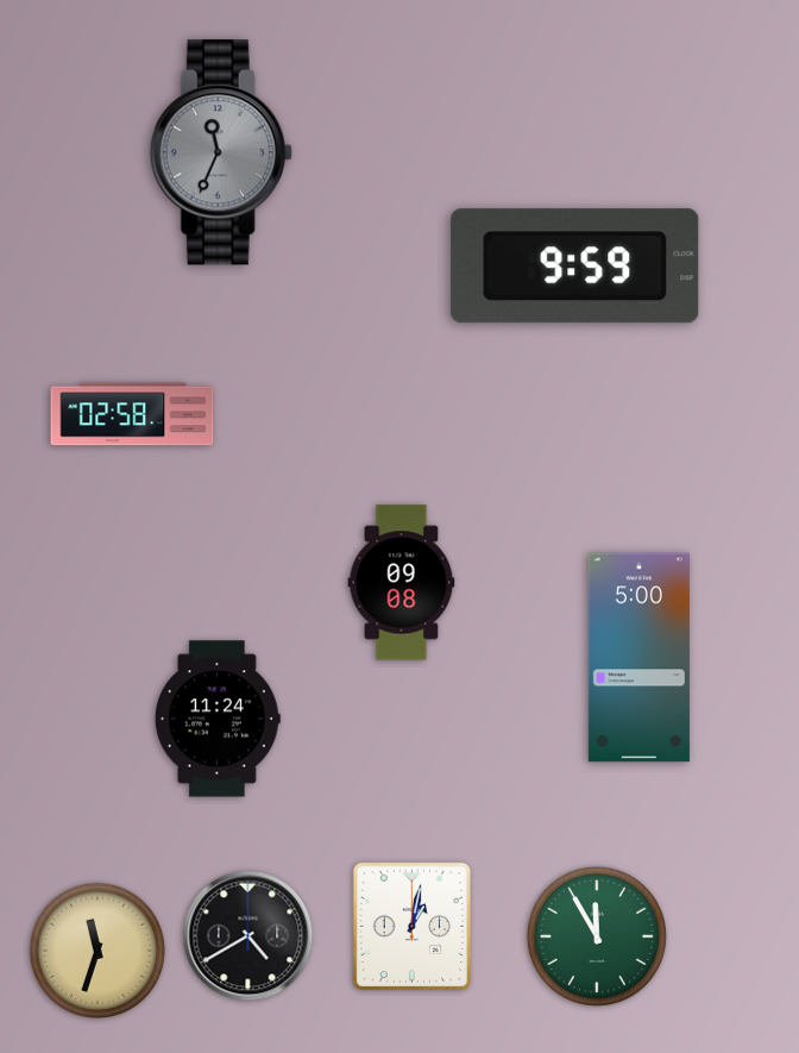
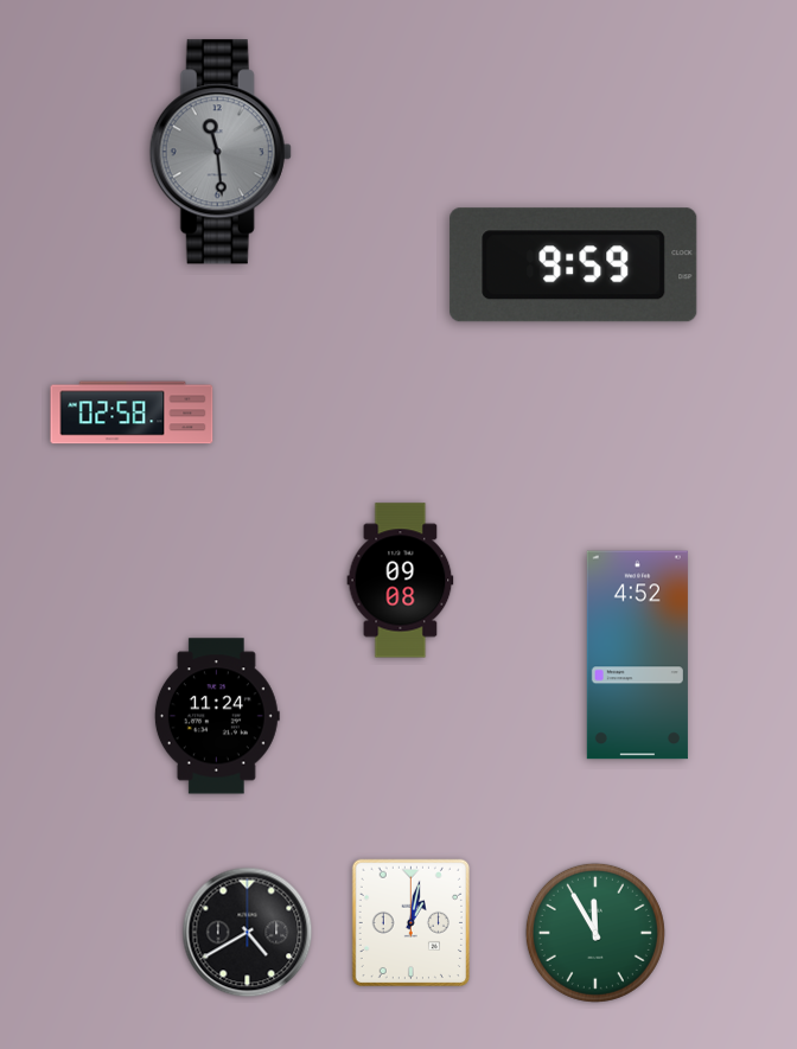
clock at (221, 152): 11:34 -> 11:29
clock at (638, 658): 5:00 -> 4:52
clock at (97, 951): 11:33 -> none
